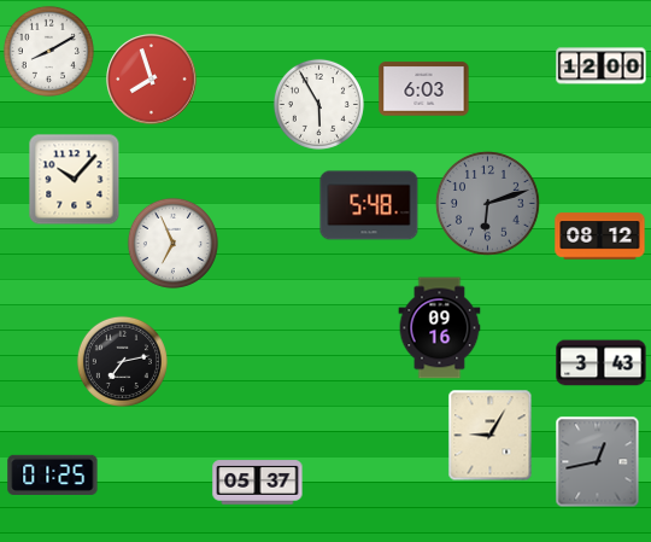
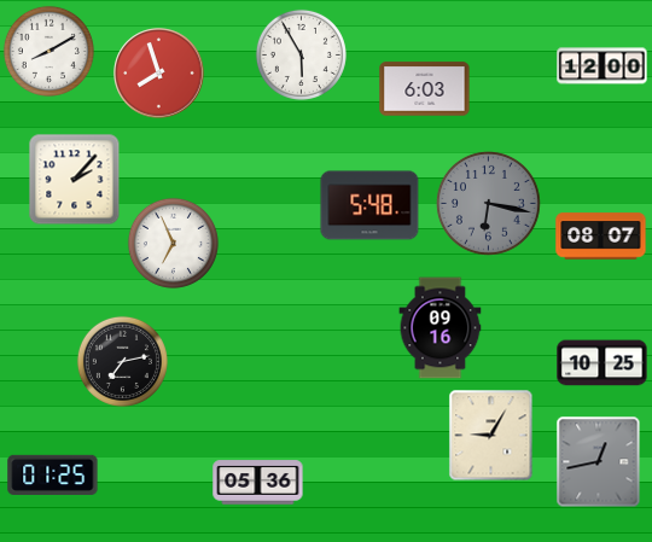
clock at (152, 80) position: (152, 80) -> (159, 74)
clock at (318, 104) position: (318, 104) -> (301, 54)
clock at (75, 180): 10:07 -> 2:07
clock at (487, 203): 6:12 -> 6:17
clock at (600, 237): 08:12 -> 08:07
clock at (602, 363): 3:43 -> 10:25
clock at (258, 483): 05:37 -> 05:36
